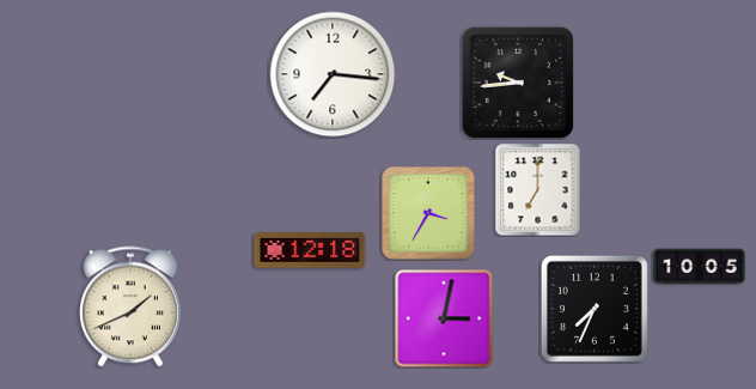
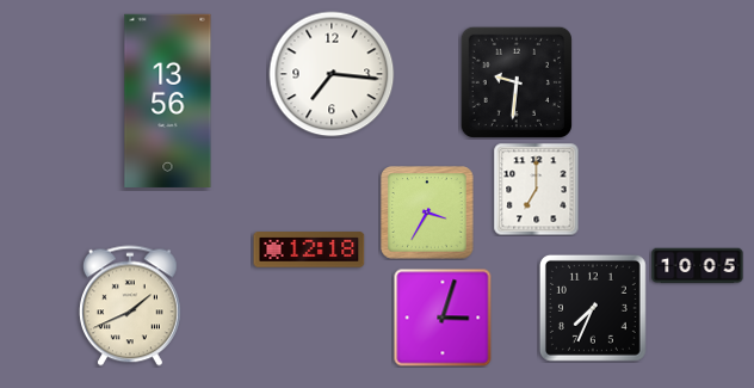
clock at (518, 83): 9:44 -> 9:31
clock at (168, 100): none -> 13:56
clock at (444, 318): 3:02 -> 3:03
